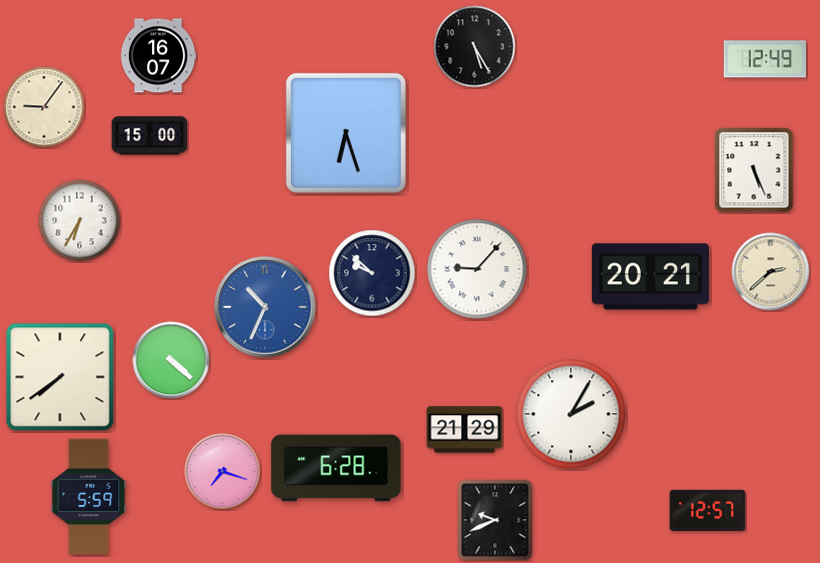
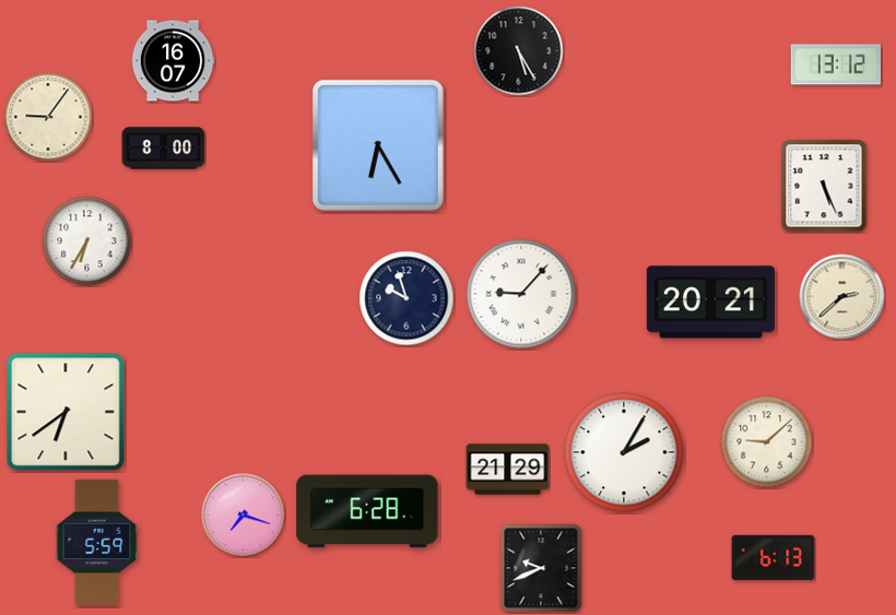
clock at (765, 59): 12:49 -> 13:12
clock at (346, 133): 6:27 -> 6:25
clock at (150, 136): 15:00 -> 8:00
clock at (372, 273): 9:52 -> 9:57
clock at (265, 307): 10:34 -> none
clock at (171, 360): 4:22 -> none
clock at (60, 377): 7:39 -> 6:39
clock at (767, 442): none -> 9:08
clock at (708, 510): 12:57 -> 6:13
